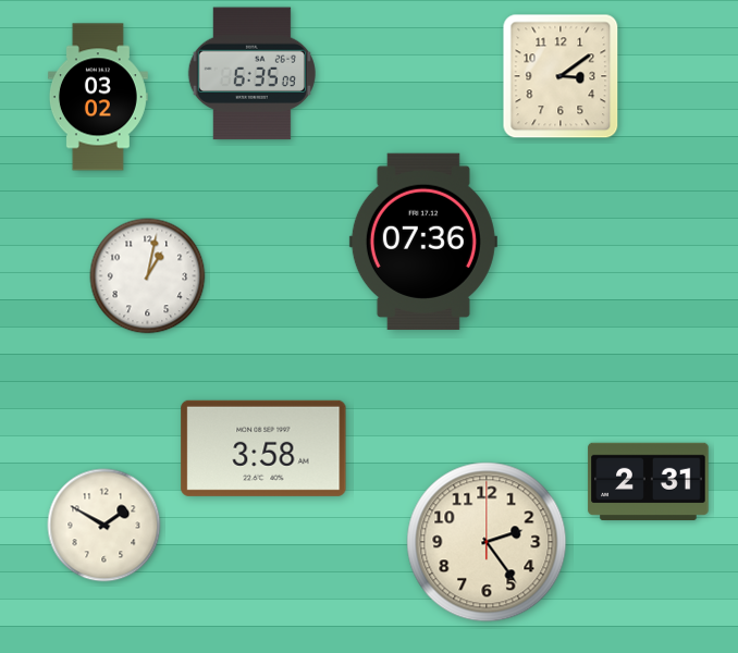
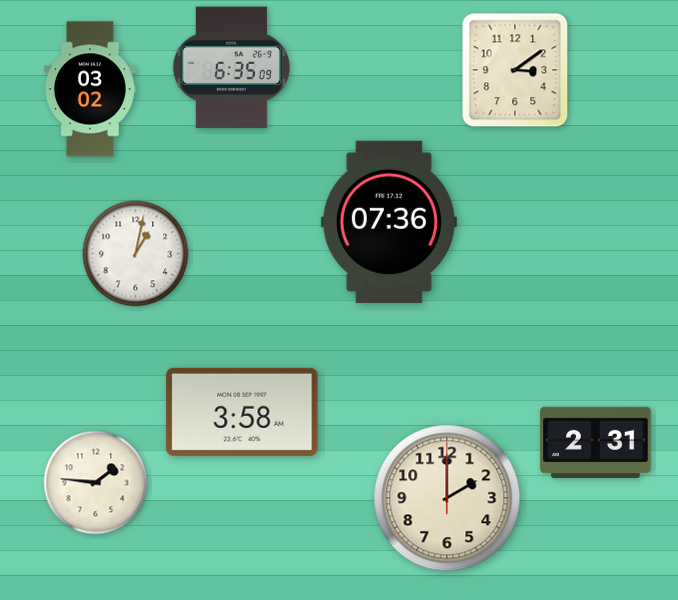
clock at (104, 526): 1:50 -> 1:46
clock at (487, 542): 2:24 -> 2:00
